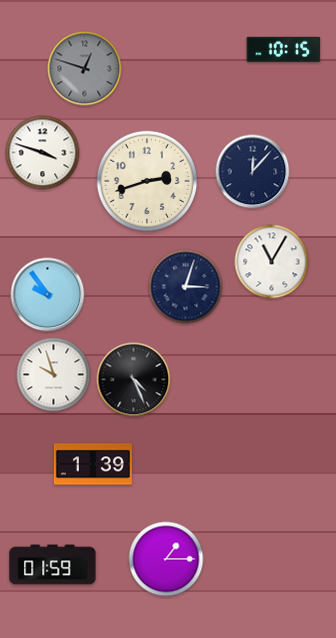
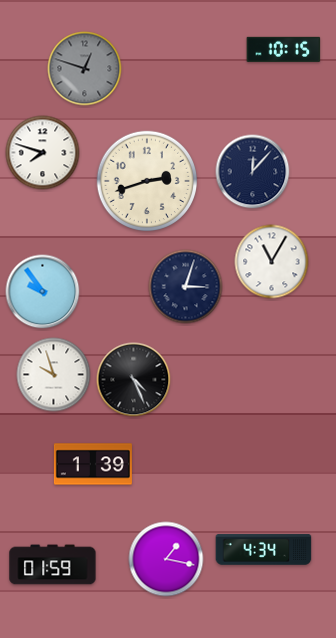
clock at (43, 153): 3:48 -> 7:48
clock at (48, 295) position: (48, 295) -> (43, 292)
clock at (264, 550): none -> 4:34
clock at (166, 559): 1:15 -> 1:17
